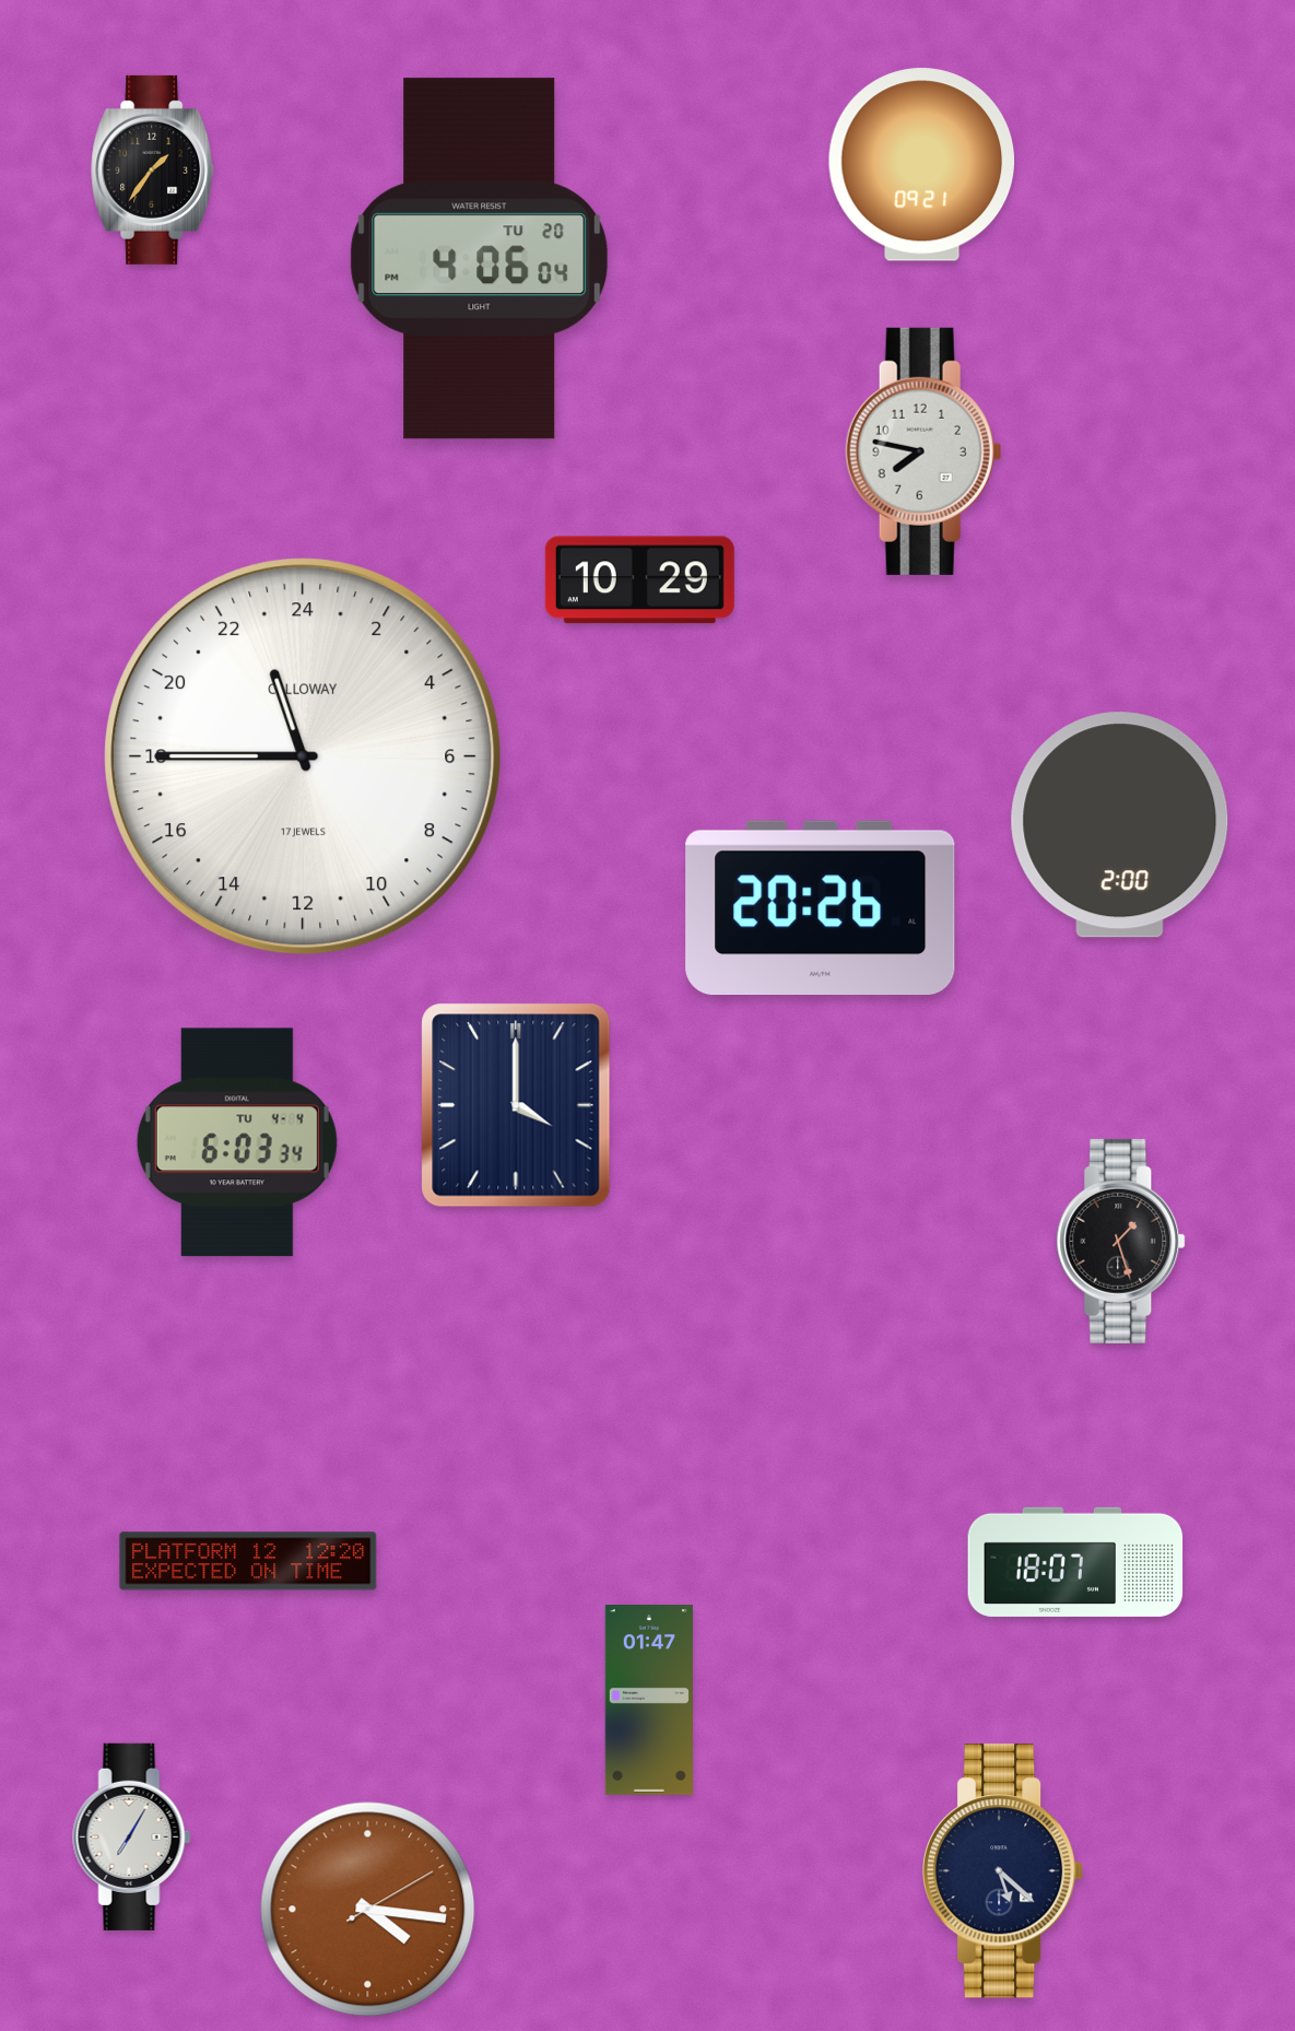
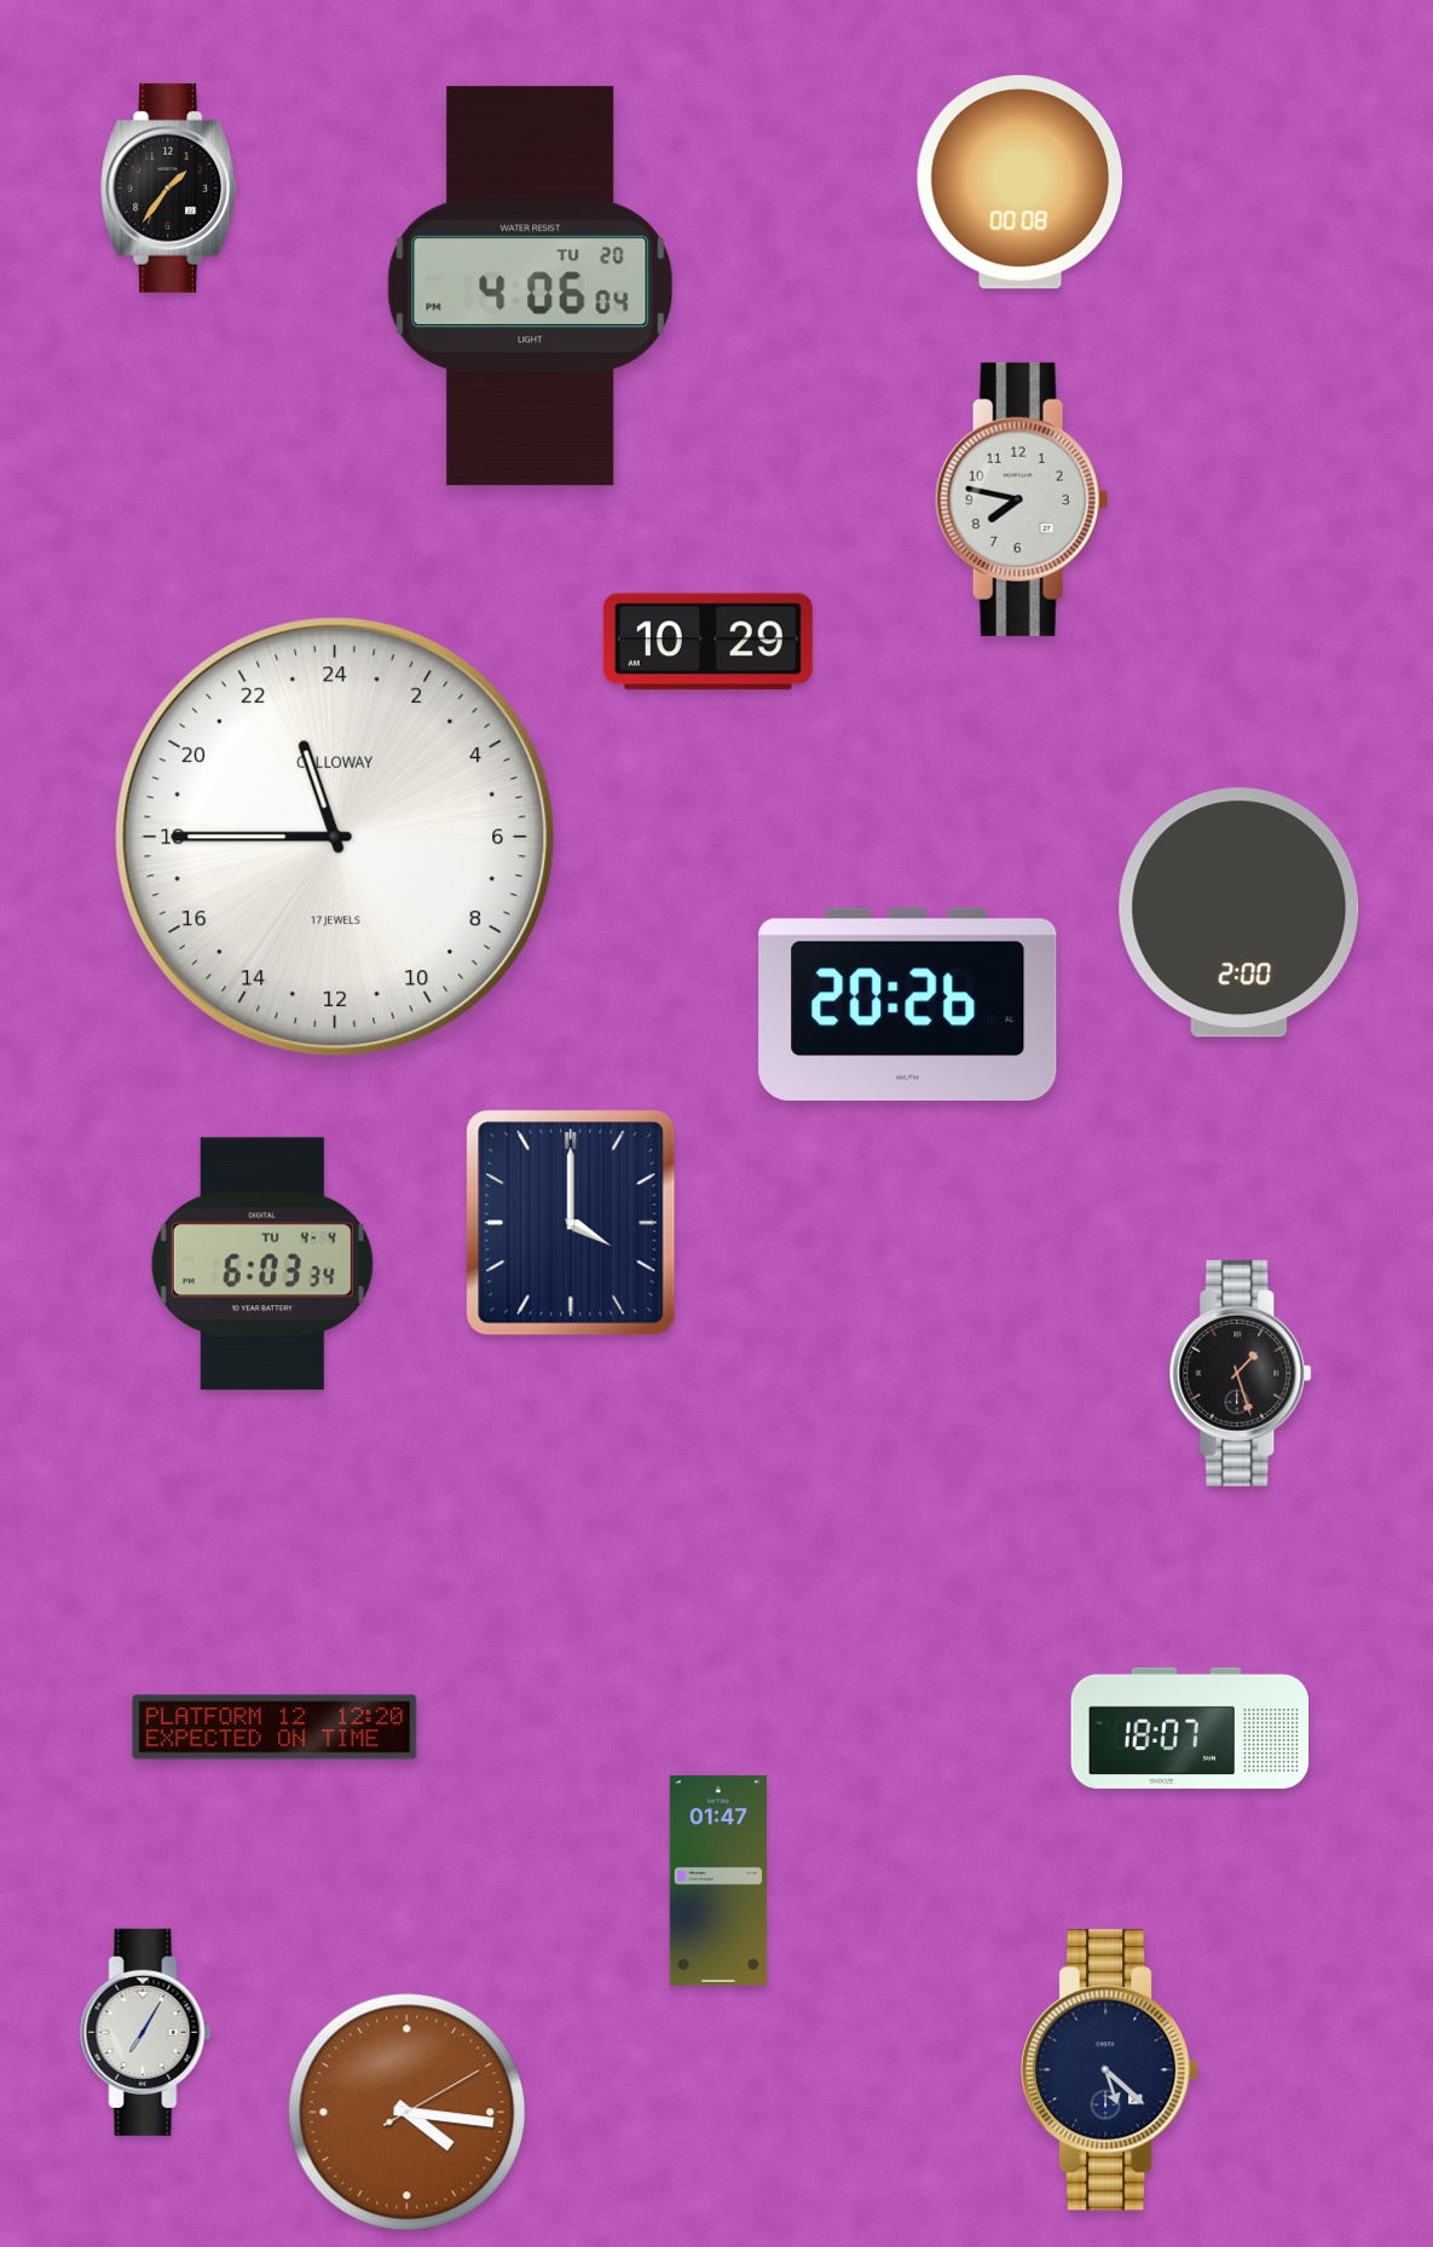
clock at (922, 165): 09:21 -> 00:08
